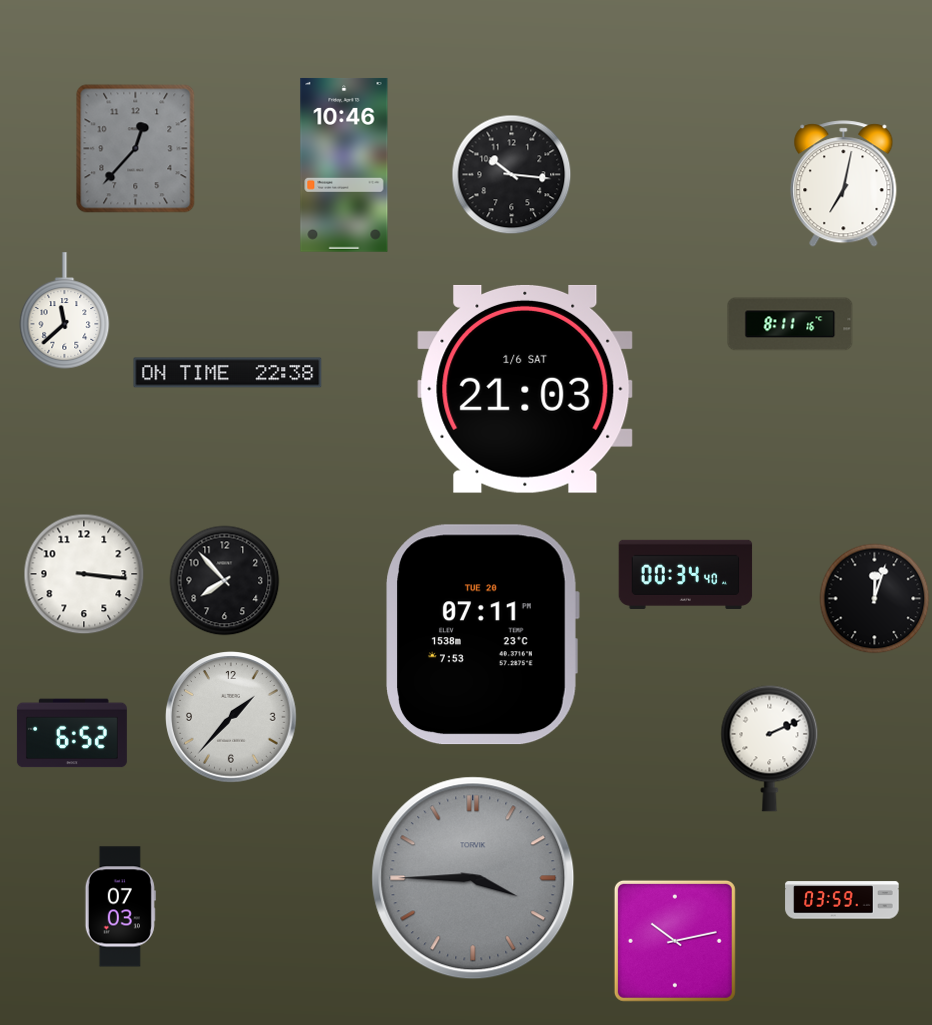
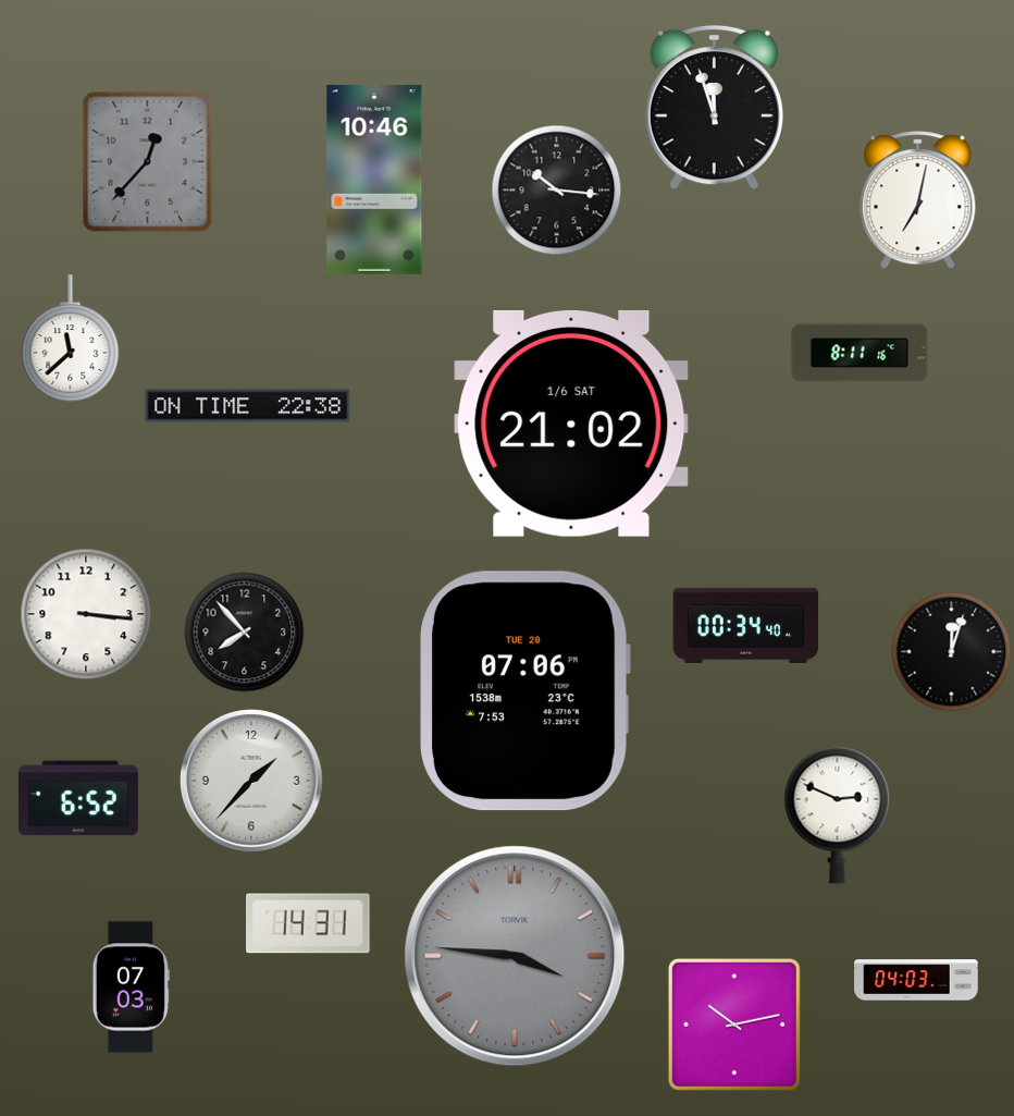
clock at (714, 108): none -> 11:57
clock at (525, 389): 21:03 -> 21:02
clock at (84, 574) position: (84, 574) -> (86, 614)
clock at (482, 635): 07:11 -> 07:06
clock at (770, 748): 2:11 -> 2:49
clock at (308, 923): none -> 14:31
clock at (473, 878): 3:45 -> 3:46
clock at (842, 900): 03:59 -> 04:03
